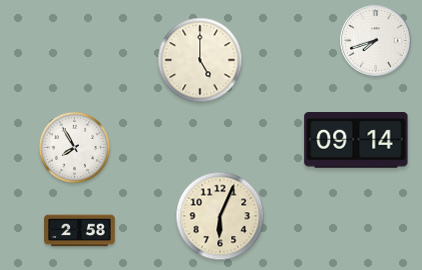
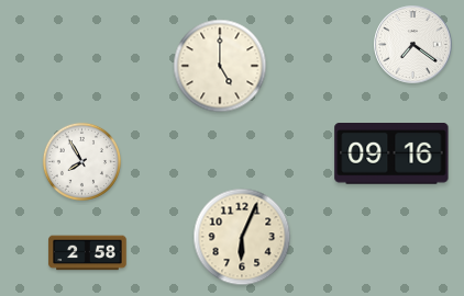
clock at (376, 41): 7:42 -> 7:21
clock at (356, 141): 09:14 -> 09:16
